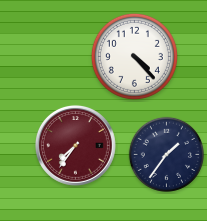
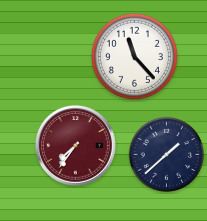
clock at (134, 56): 4:23 -> 11:23
clock at (166, 154): 1:36 -> 1:38
